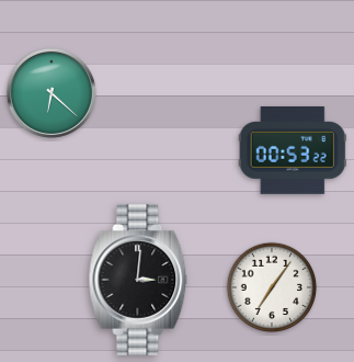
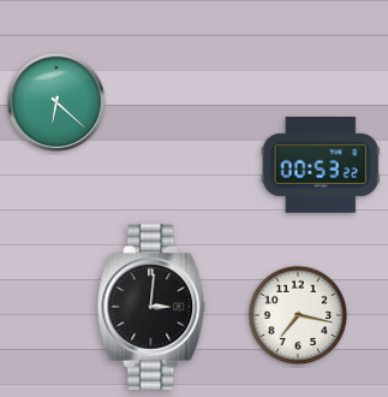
clock at (272, 287): 7:06 -> 7:17
